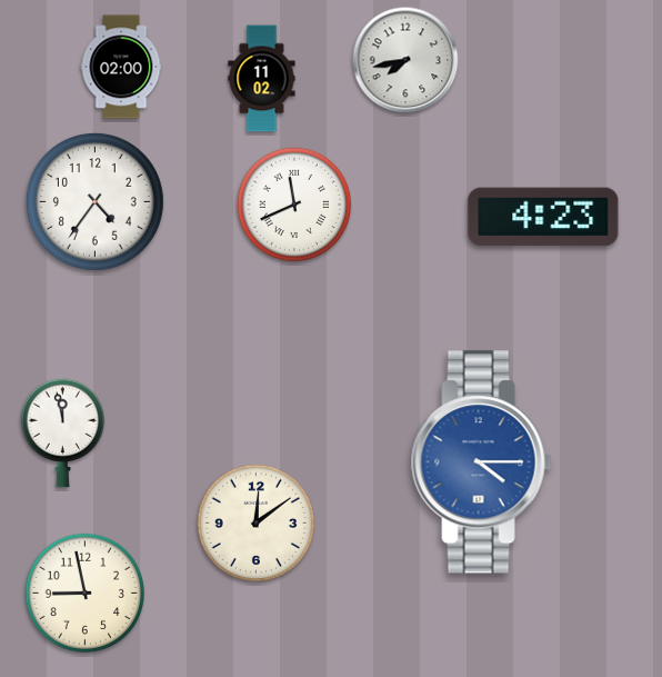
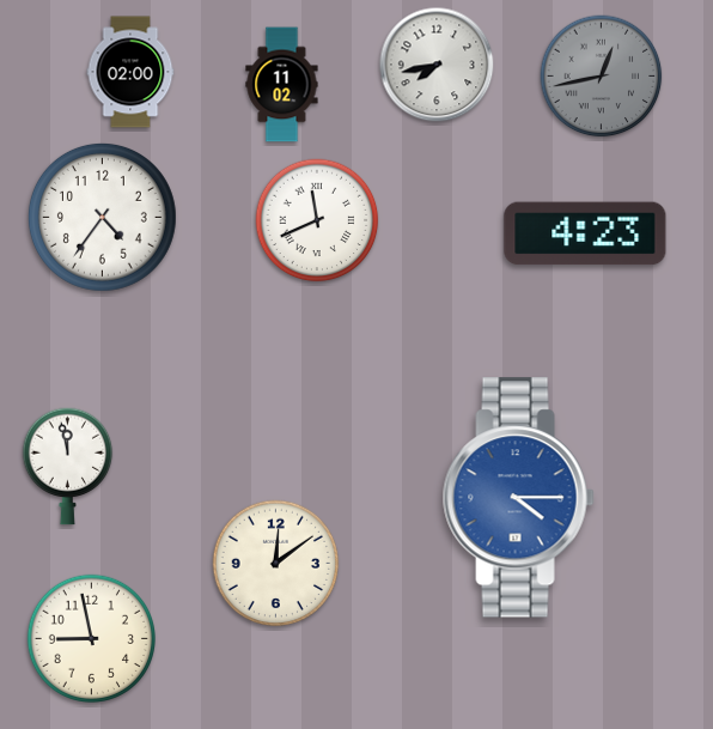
clock at (602, 77): none -> 12:43
